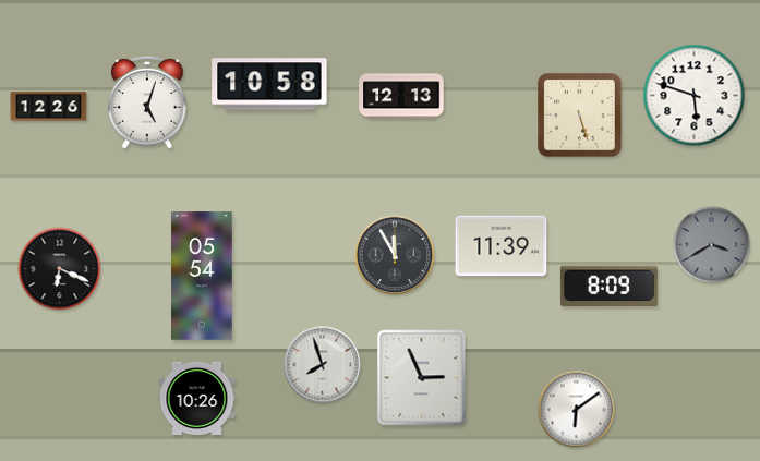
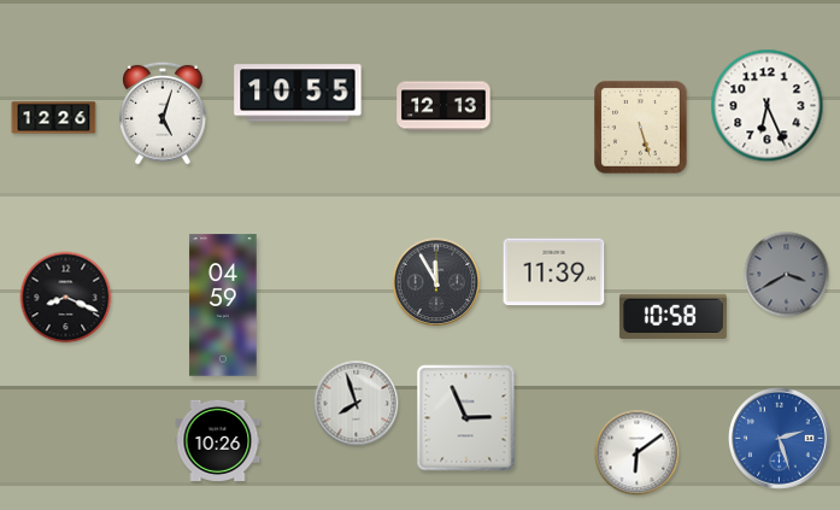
clock at (269, 84): 10:58 -> 10:55
clock at (695, 96): 5:48 -> 6:26
clock at (712, 245) position: (712, 245) -> (787, 275)
clock at (60, 269): 6:19 -> 8:19
clock at (202, 276): 05:54 -> 04:59
clock at (608, 286): 8:09 -> 10:58
clock at (780, 439): none -> 2:27
